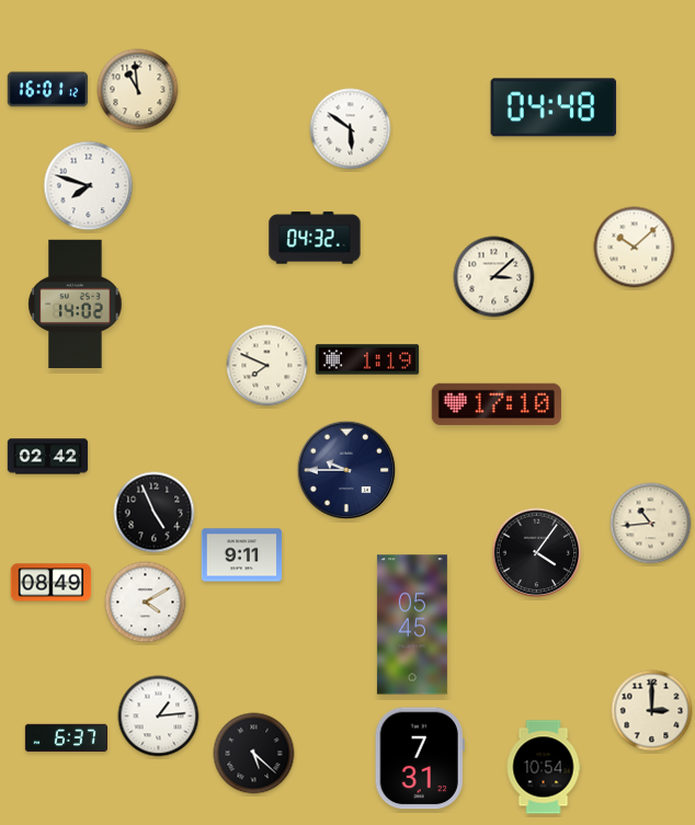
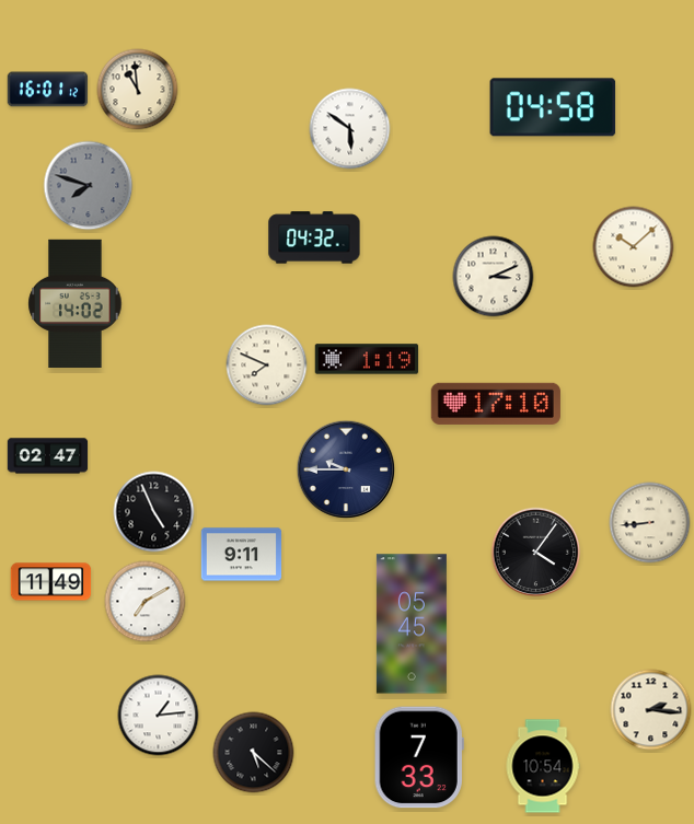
clock at (554, 107): 04:48 -> 04:58
clock at (89, 186) dial: white -> grey
clock at (494, 277): 3:08 -> 3:11
clock at (48, 457): 02:42 -> 02:47
clock at (651, 524): 10:44 -> 8:44
clock at (52, 583): 08:49 -> 11:49
clock at (146, 603): 4:10 -> 7:10
clock at (652, 711): 3:00 -> 2:16
clock at (66, 738): 6:37 -> none
clock at (420, 758): 7:31 -> 7:33
